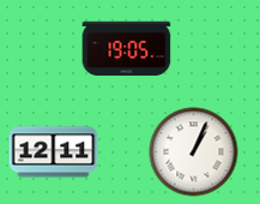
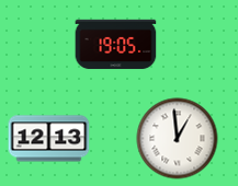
clock at (54, 152): 12:11 -> 12:13
clock at (194, 152): 1:04 -> 12:59
